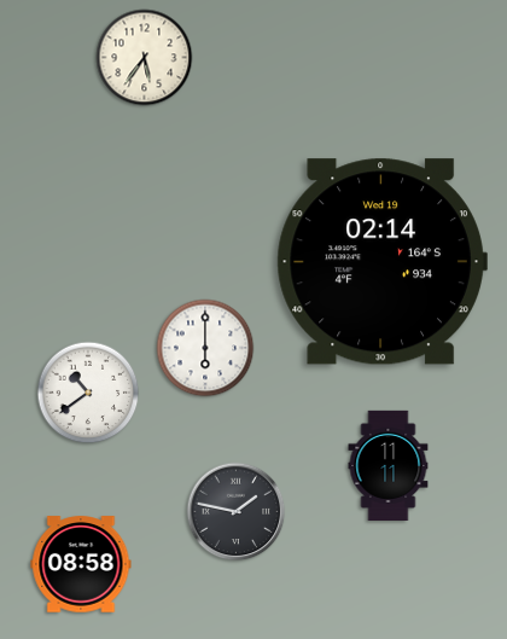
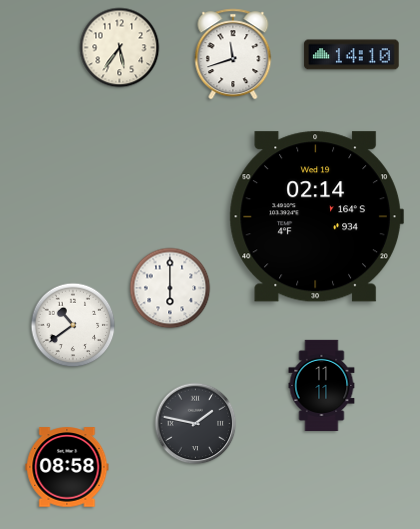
clock at (233, 54): none -> 11:42
clock at (352, 55): none -> 14:10
